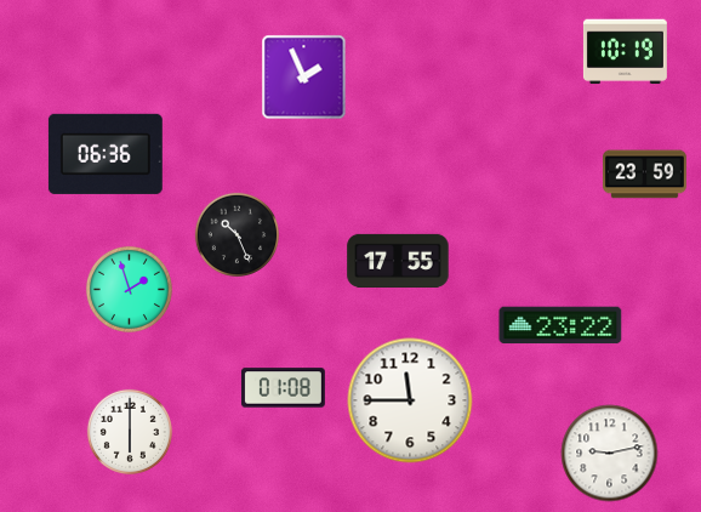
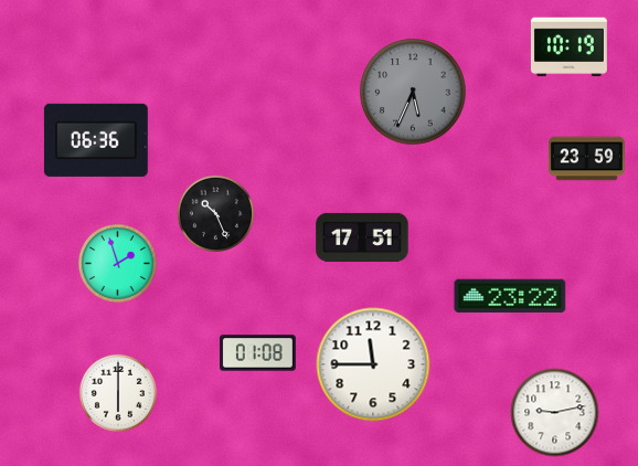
clock at (304, 78): 1:56 -> none
clock at (413, 92): none -> 5:34
clock at (398, 261): 17:55 -> 17:51
